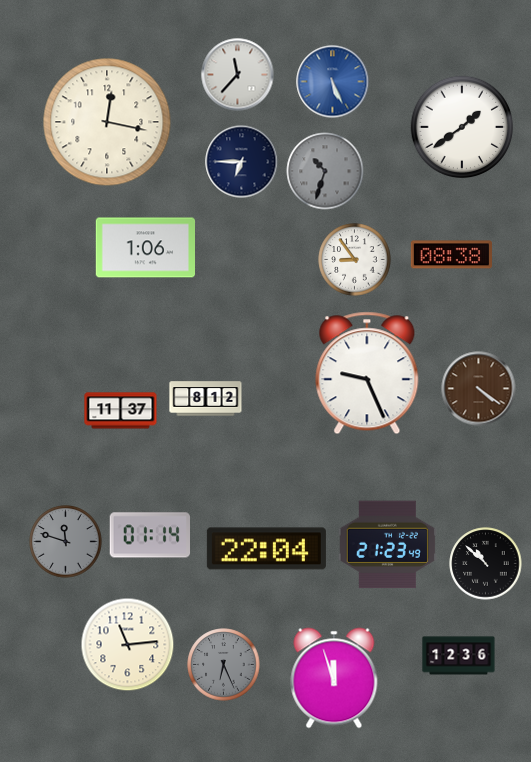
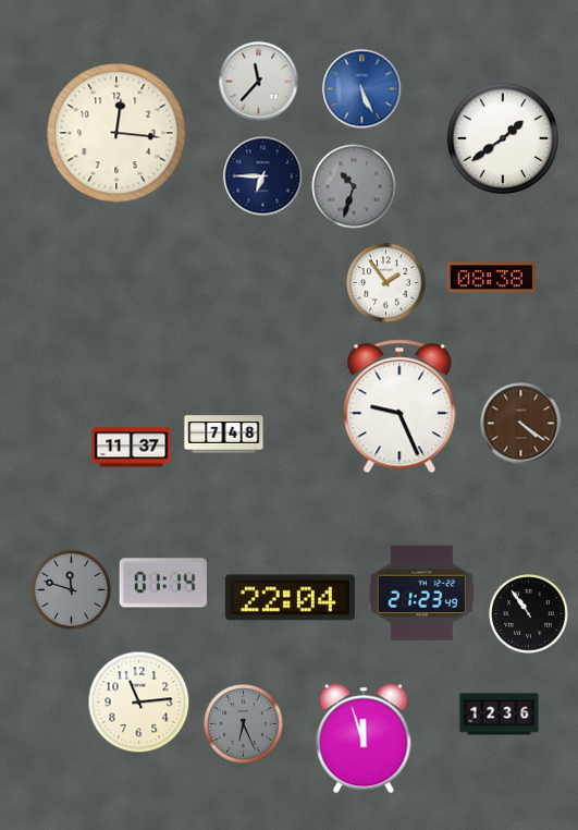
clock at (107, 122): 12:17 -> 12:16
clock at (145, 248): 1:06 -> none
clock at (355, 260): 8:54 -> 1:54
clock at (206, 399): 8:12 -> 7:48
clock at (486, 564): 10:52 -> 10:54
